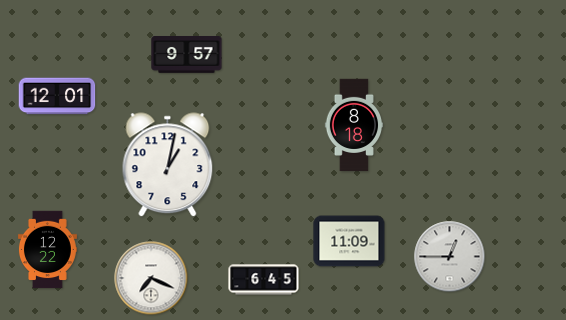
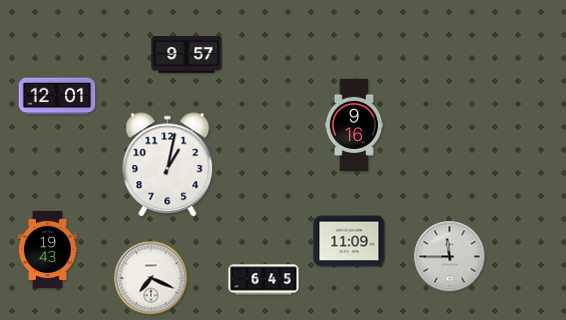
clock at (353, 125): 8:18 -> 9:16
clock at (47, 250): 12:22 -> 19:43
clock at (450, 257): 12:45 -> 11:45
